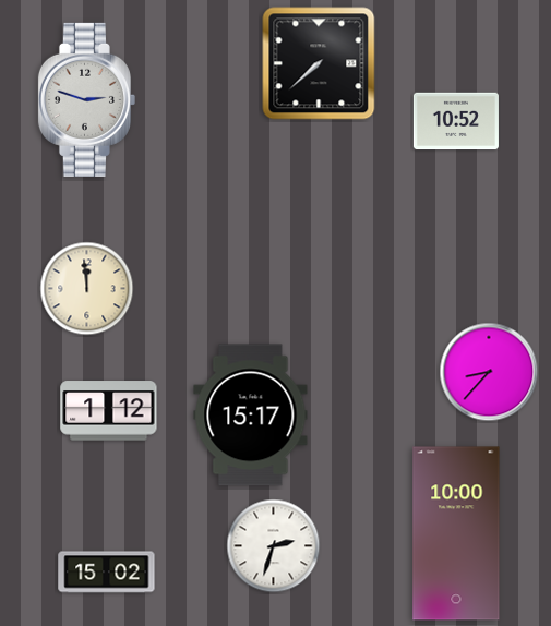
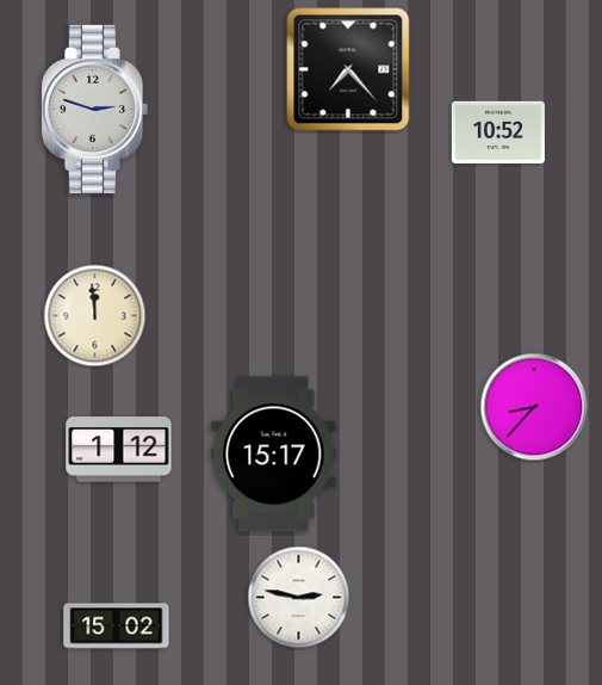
clock at (319, 63): 7:38 -> 7:23
clock at (456, 533): 10:00 -> none
clock at (274, 546): 2:33 -> 2:47
